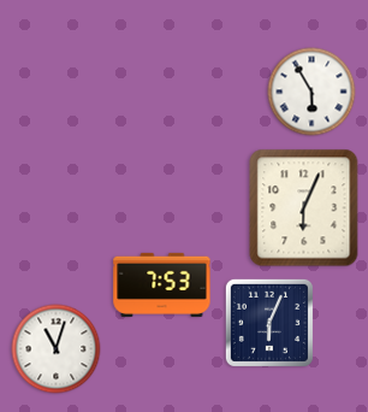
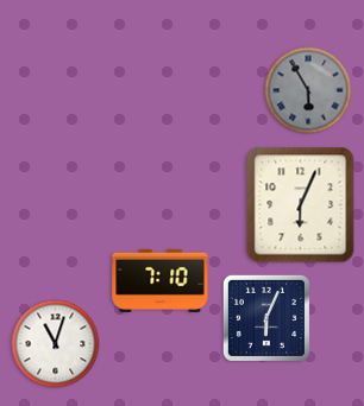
clock at (311, 92) dial: white -> grey
clock at (162, 284): 7:53 -> 7:10
